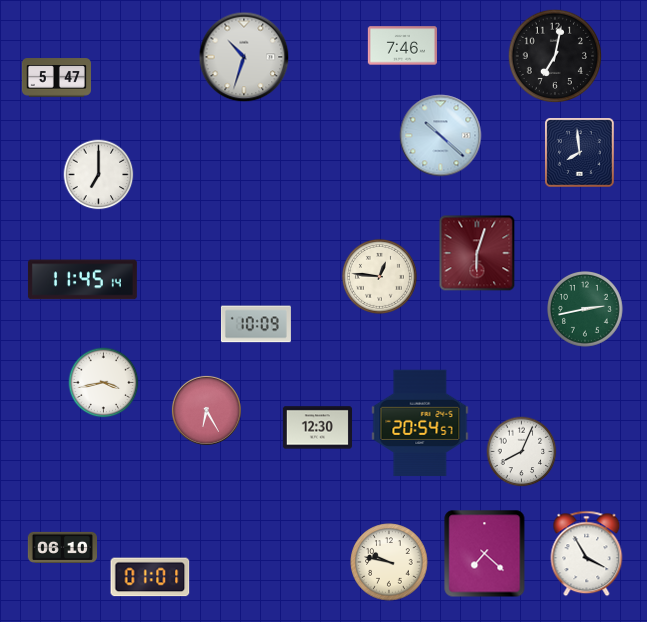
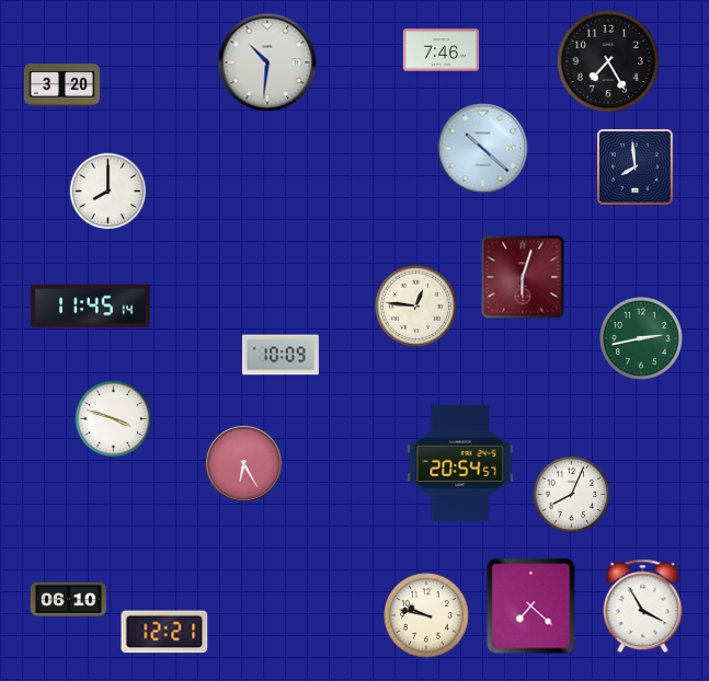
clock at (554, 55): 7:02 -> 7:25
clock at (244, 57): 10:33 -> 10:31
clock at (56, 78): 5:47 -> 3:20
clock at (99, 175): 7:00 -> 8:00
clock at (379, 276) position: (379, 276) -> (415, 305)
clock at (104, 383): 3:43 -> 3:48
clock at (206, 410) position: (206, 410) -> (243, 463)
clock at (317, 428): 12:30 -> none
clock at (150, 577): 01:01 -> 12:21
